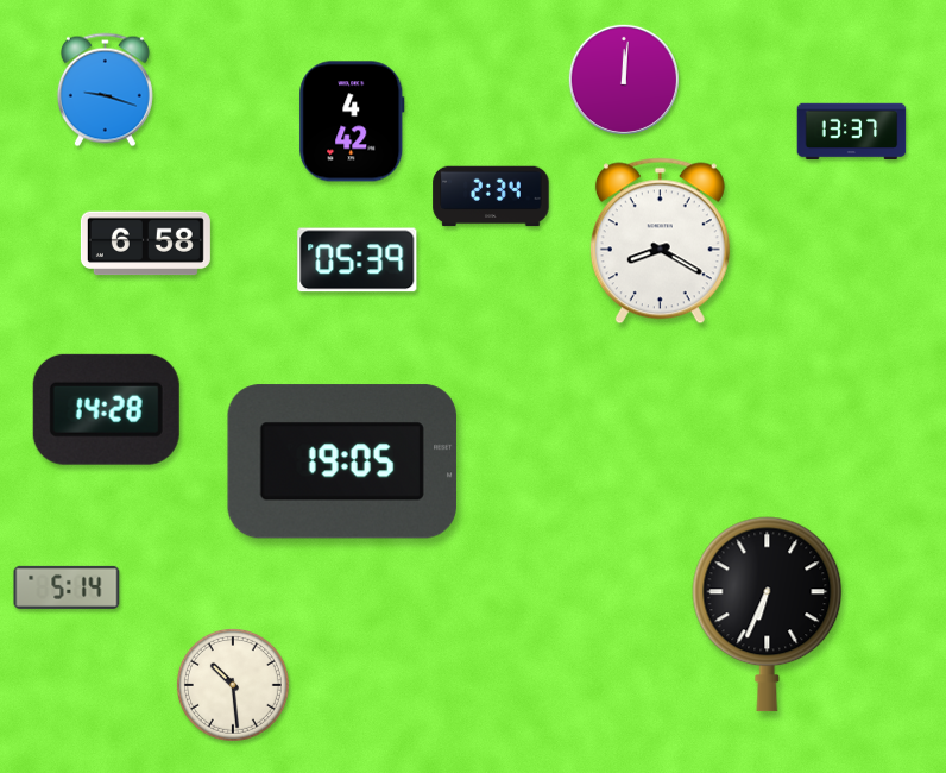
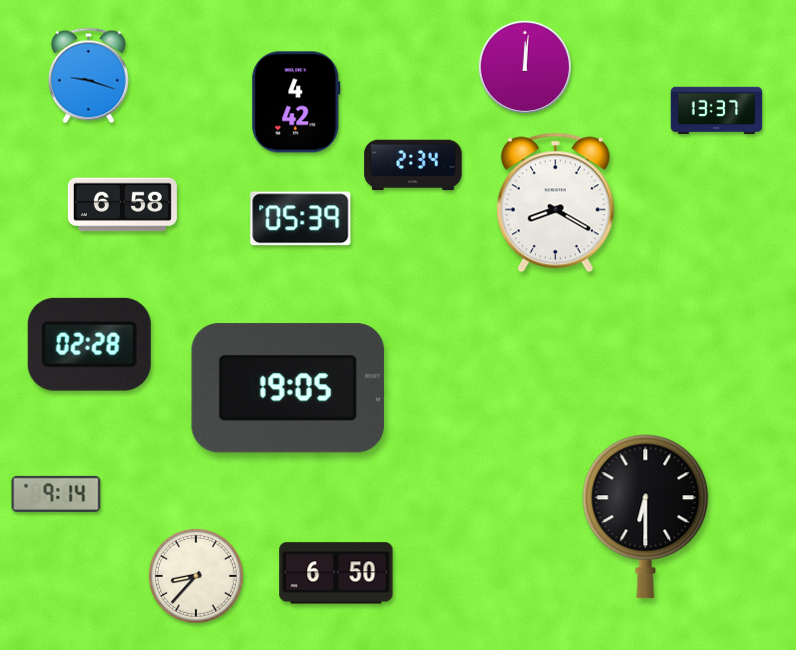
clock at (106, 409): 14:28 -> 02:28
clock at (67, 587): 5:14 -> 9:14
clock at (768, 615): 6:34 -> 6:30
clock at (336, 573): none -> 6:50
clock at (233, 685): 10:29 -> 8:37
